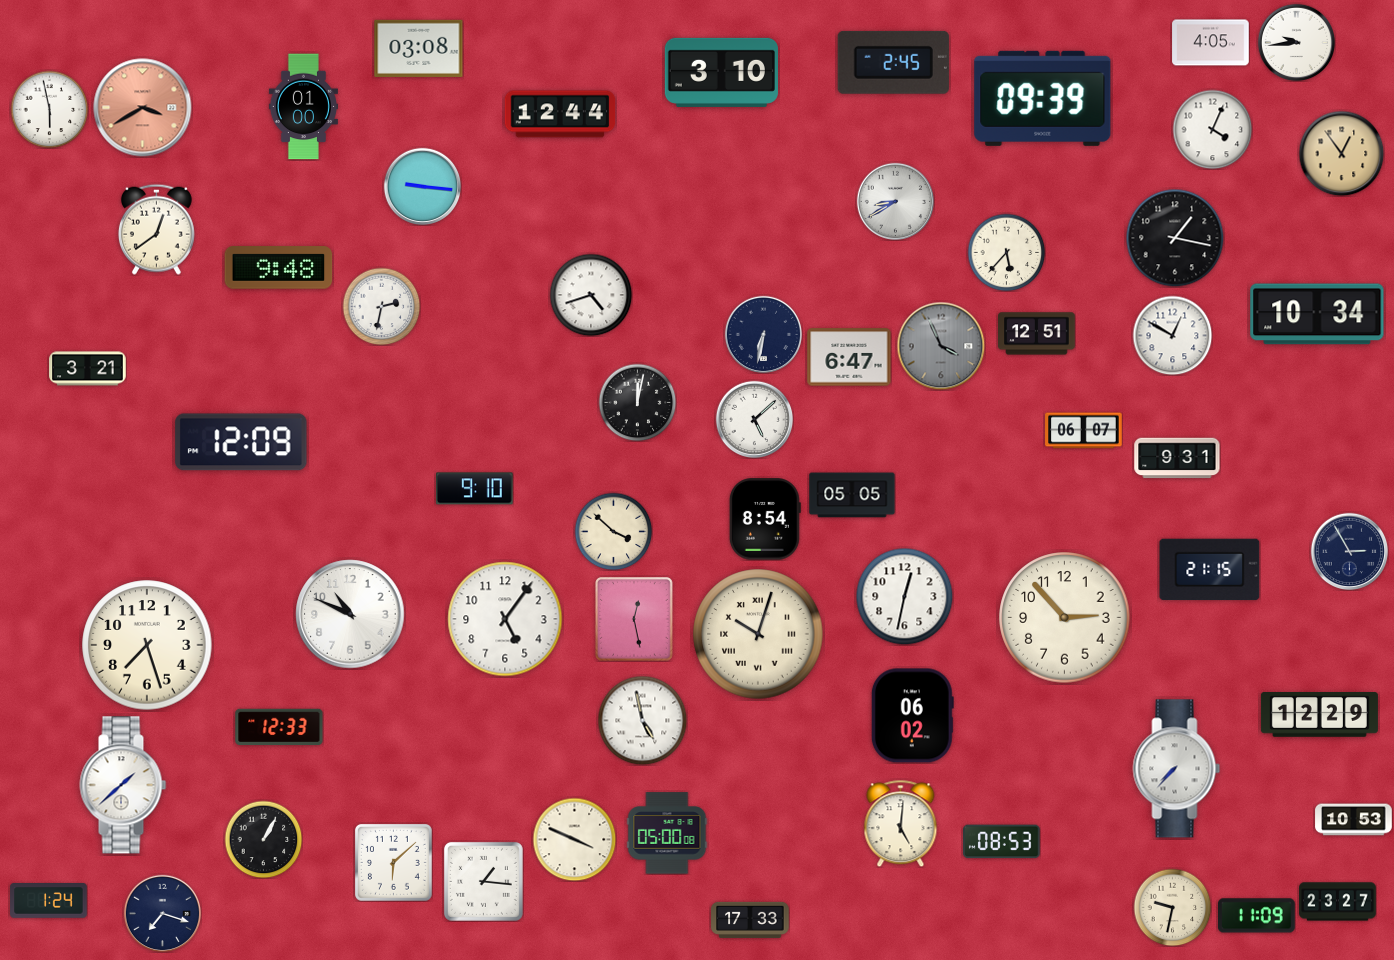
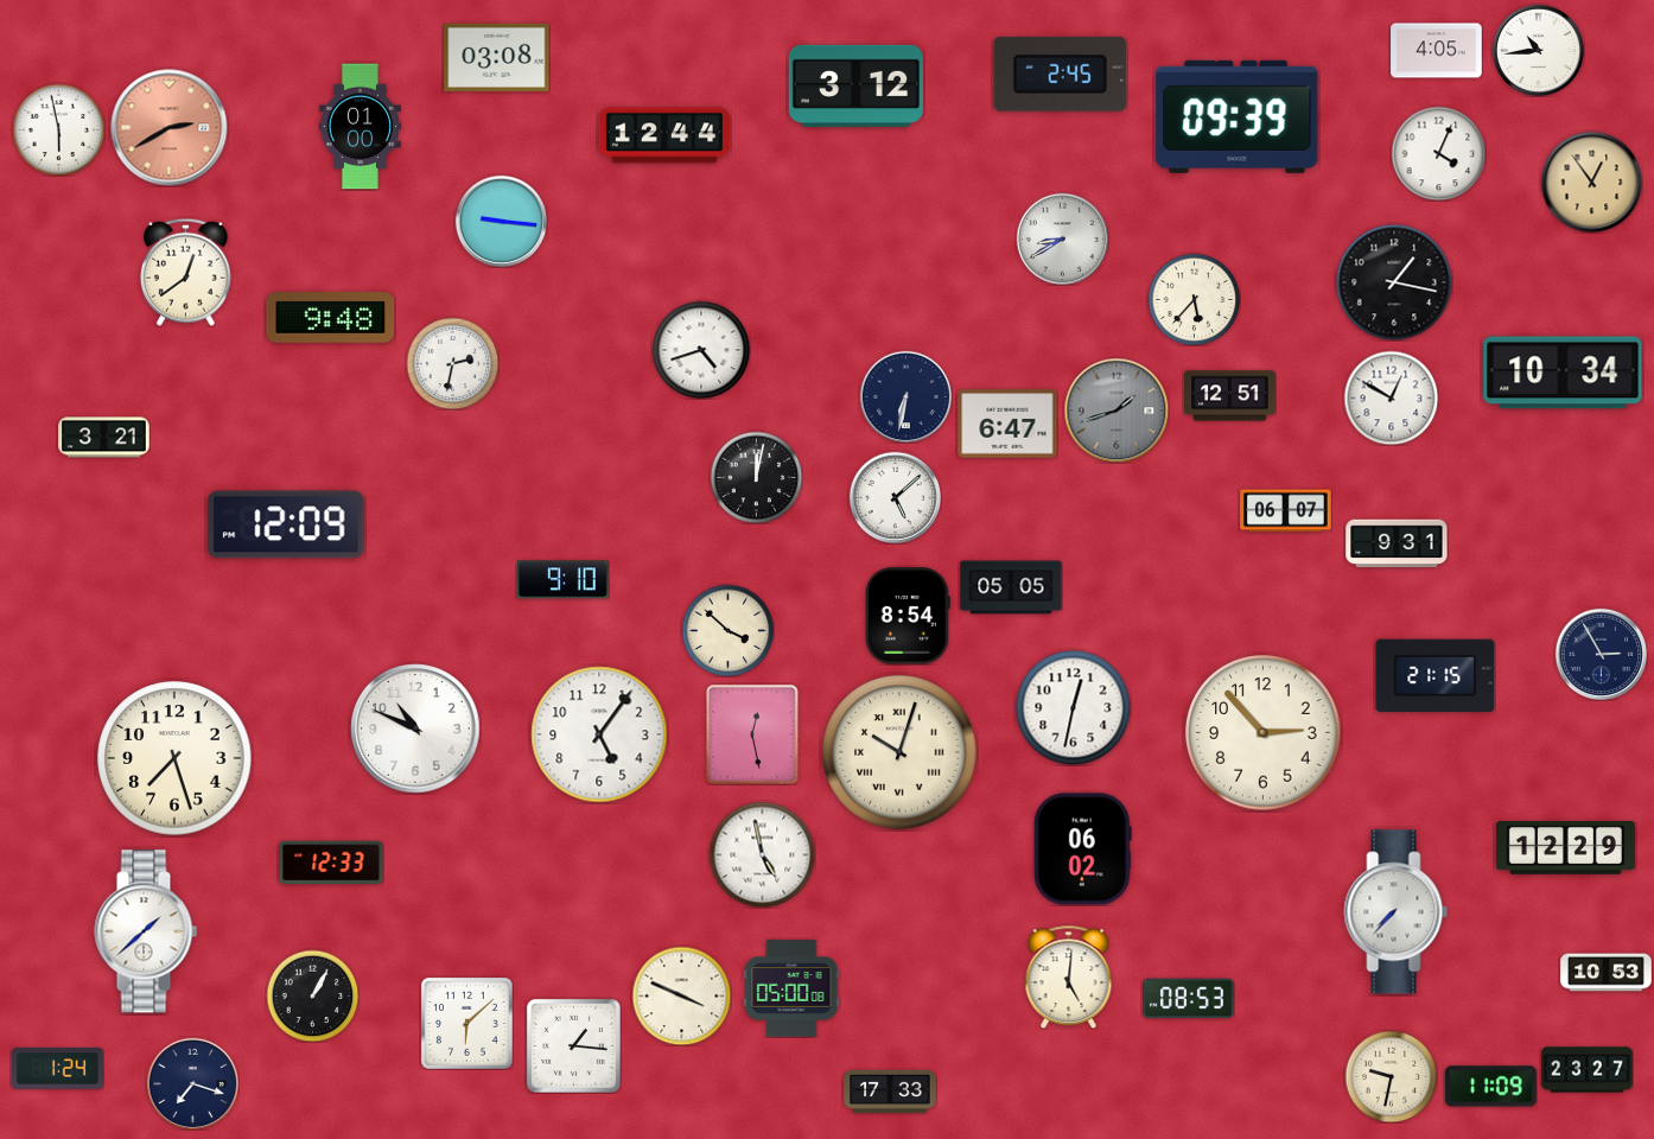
clock at (1296, 42): 9:44 -> 10:44
clock at (721, 72): 3:10 -> 3:12
clock at (143, 108): 3:40 -> 2:40
clock at (941, 346): 3:56 -> 1:42
clock at (147, 645) position: (147, 645) -> (174, 758)
